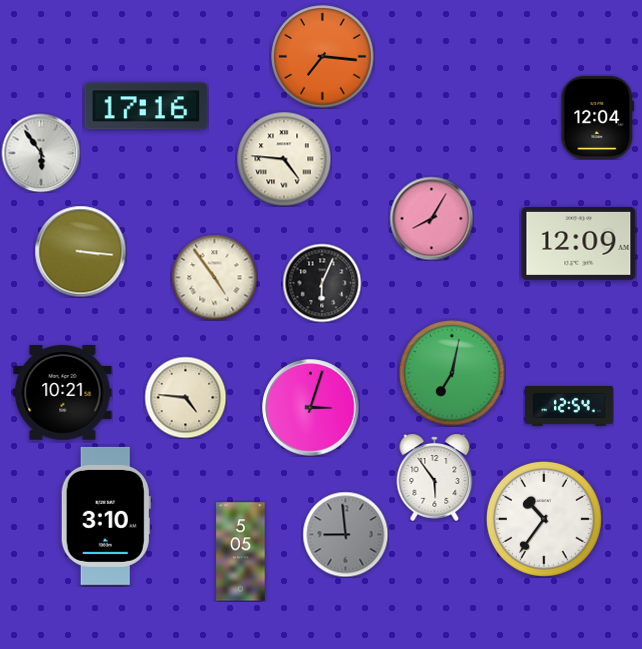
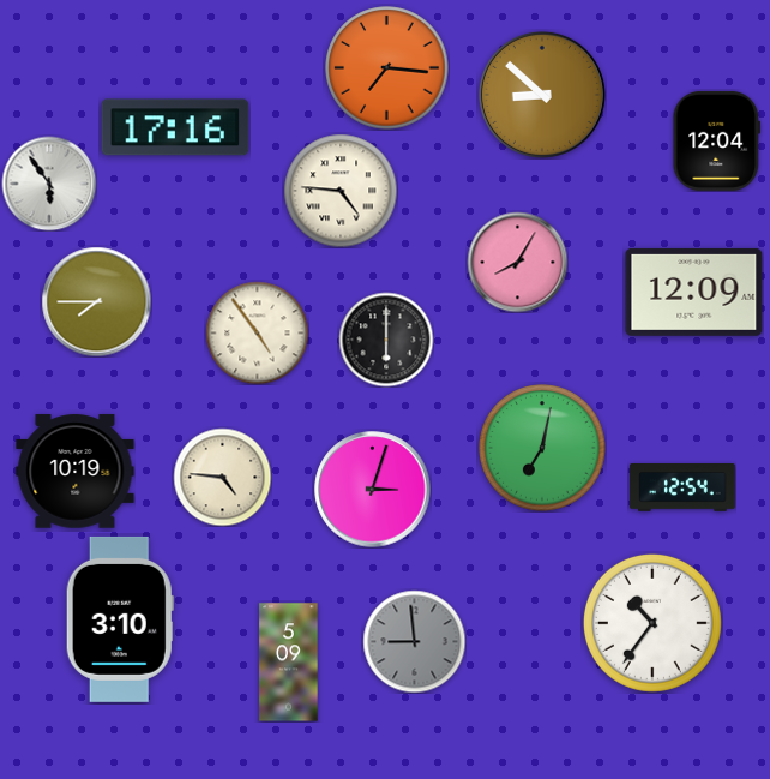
clock at (542, 95): none -> 8:52
clock at (80, 251): 3:16 -> 7:45
clock at (322, 283): 6:04 -> 6:00
clock at (63, 393): 10:21 -> 10:19
clock at (435, 477): 5:54 -> none
clock at (106, 516) position: (106, 516) -> (120, 619)
clock at (241, 552): 5:05 -> 5:09
